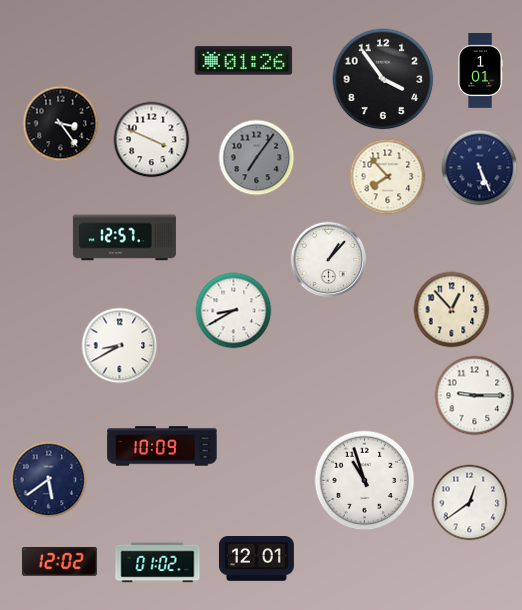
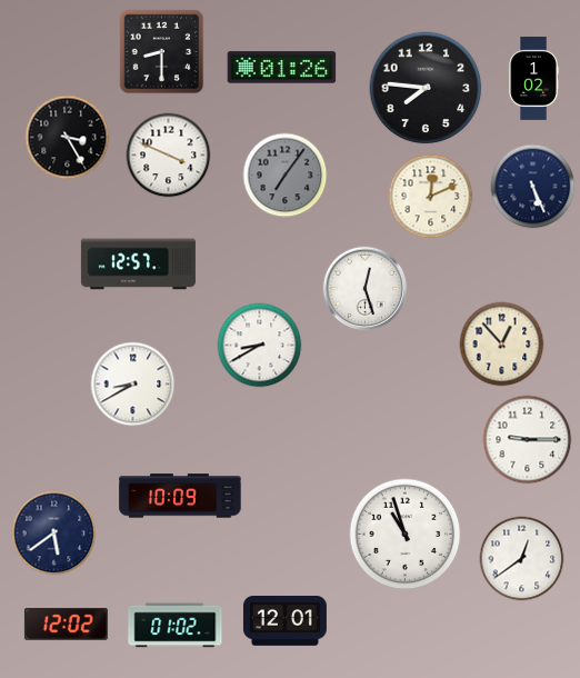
clock at (162, 52): none -> 8:30
clock at (244, 61) position: (244, 61) -> (282, 68)
clock at (480, 70): 1:01 -> 1:02
clock at (383, 79): 3:54 -> 7:46
clock at (61, 124): 3:24 -> 3:25
clock at (388, 177): 7:53 -> 12:11
clock at (329, 260): 1:07 -> 12:27
